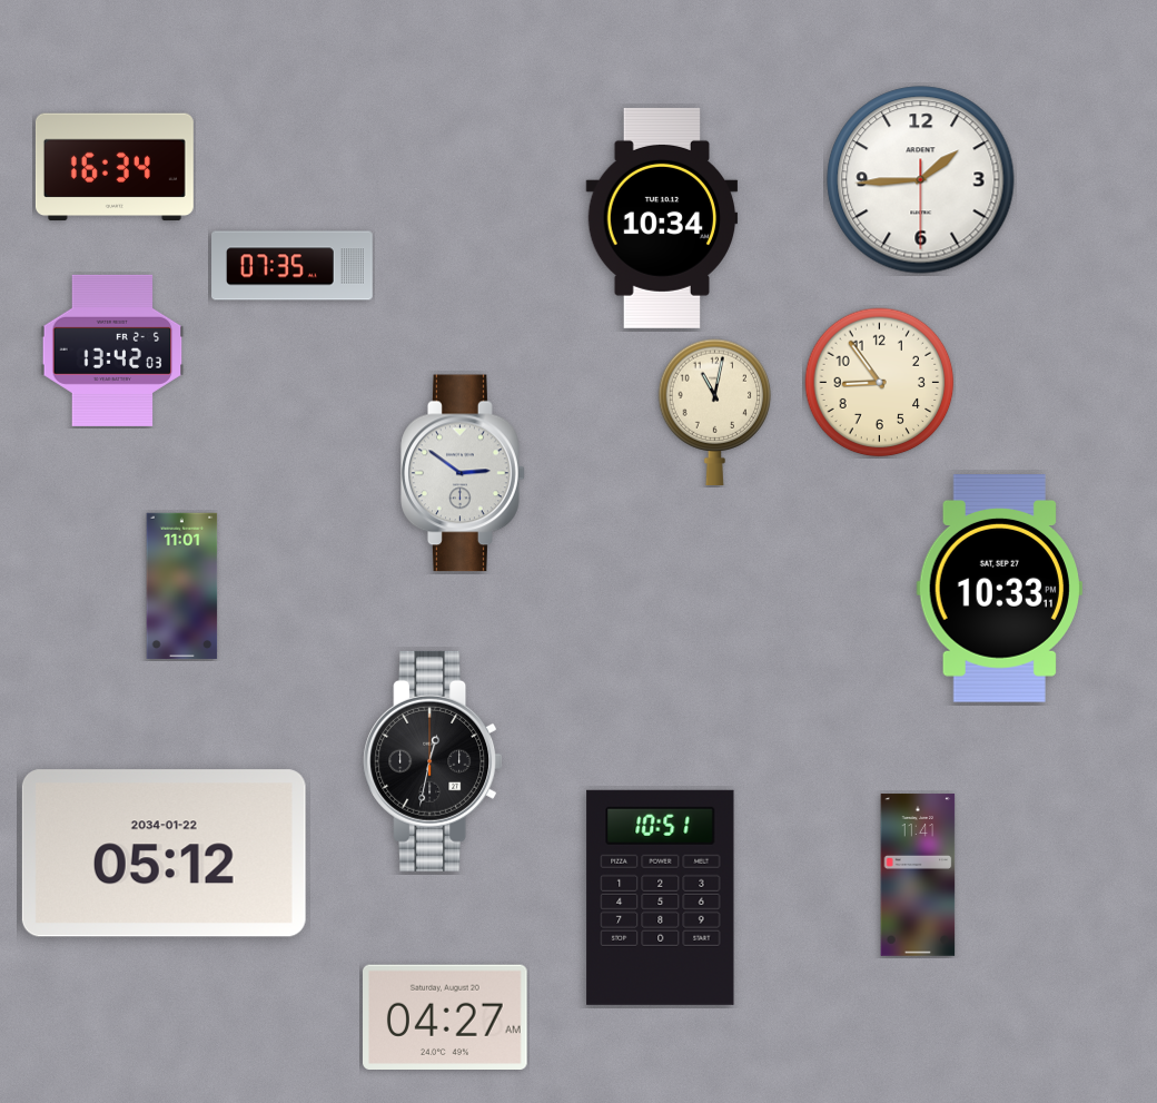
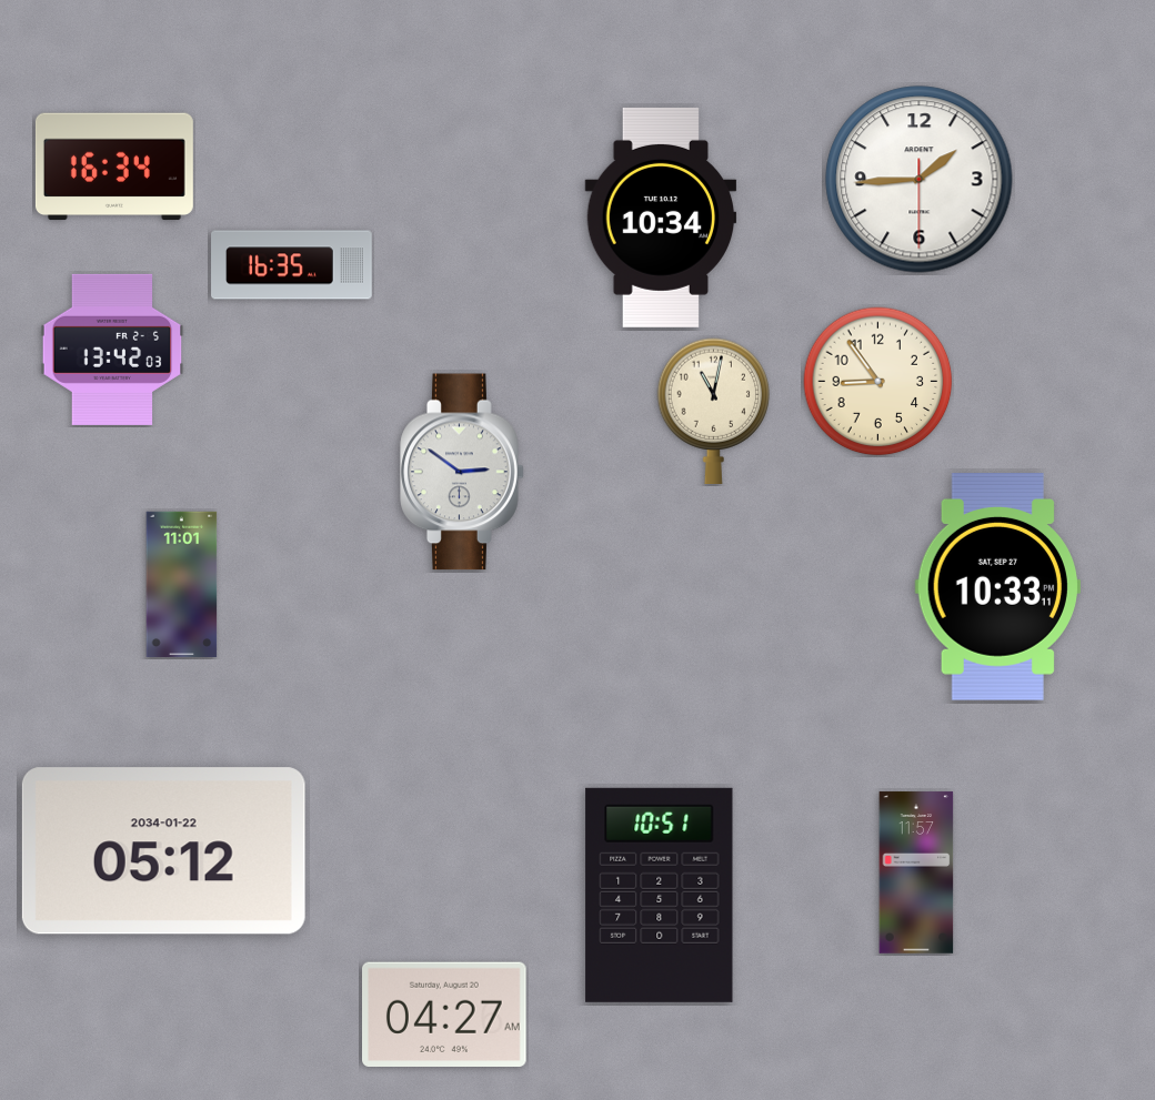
clock at (293, 266): 07:35 -> 16:35
clock at (433, 761): 12:32 -> none
clock at (918, 875): 11:41 -> 11:57
